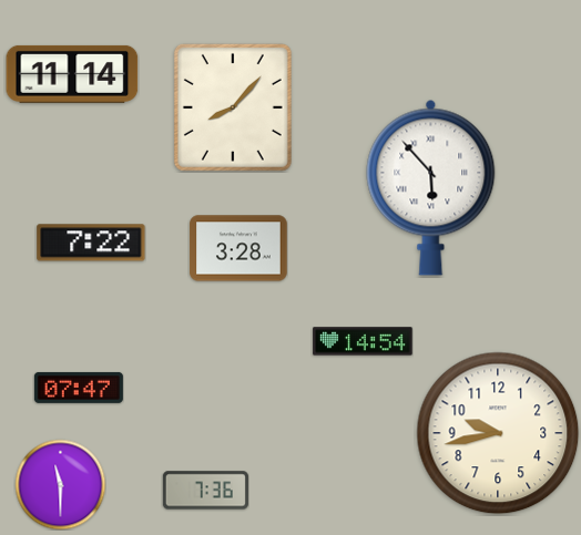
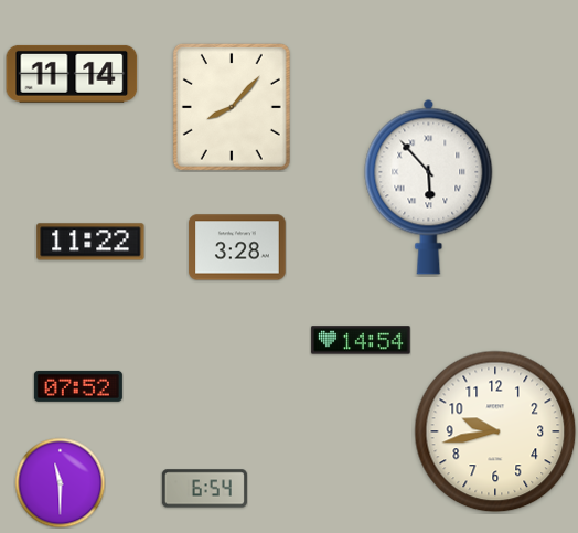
clock at (91, 243): 7:22 -> 11:22
clock at (79, 388): 07:47 -> 07:52
clock at (205, 491): 7:36 -> 6:54
